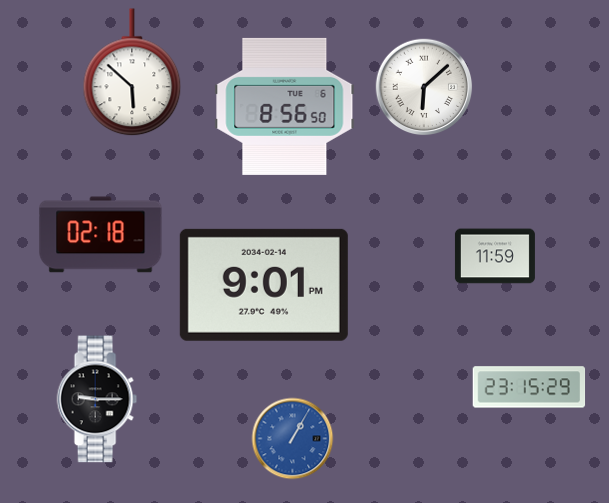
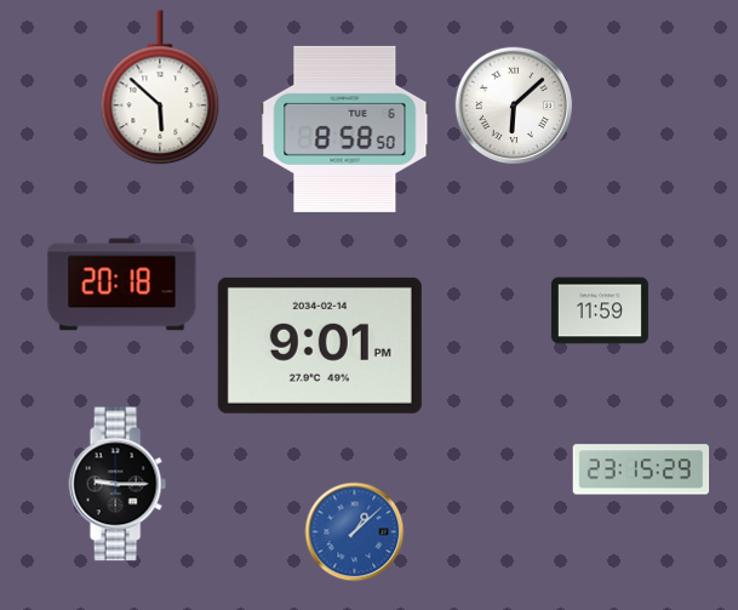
clock at (285, 106): 8:56 -> 8:58
clock at (101, 235): 02:18 -> 20:18
clock at (293, 439): 1:05 -> 1:08
